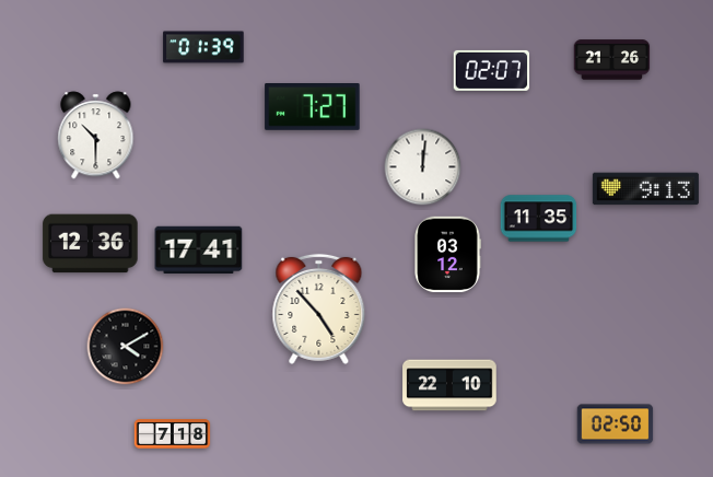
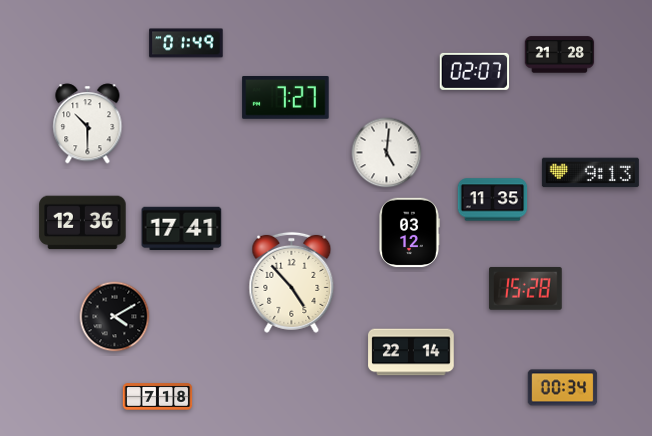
clock at (203, 47): 01:39 -> 01:49
clock at (612, 60): 21:26 -> 21:28
clock at (492, 70) position: (492, 70) -> (475, 71)
clock at (423, 167): 12:01 -> 5:01
clock at (526, 288): none -> 15:28
clock at (449, 385): 22:10 -> 22:14
clock at (616, 424): 02:50 -> 00:34
